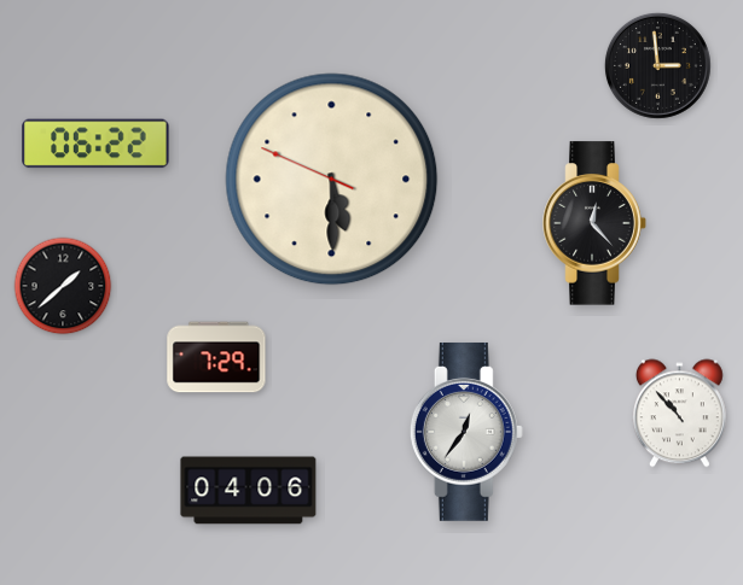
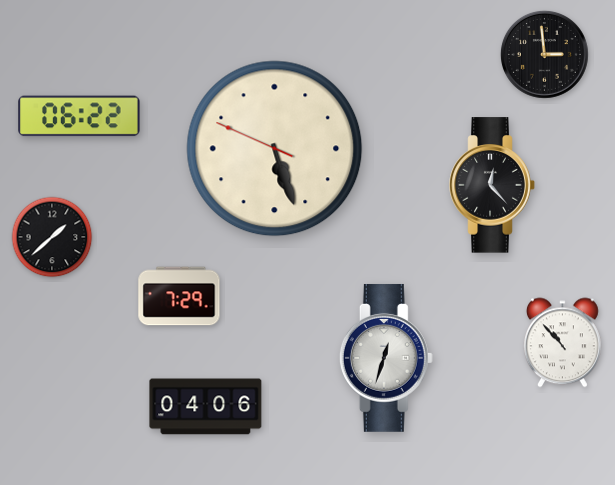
clock at (95, 144) position: (95, 144) -> (79, 116)
clock at (332, 180): 5:29 -> 5:26
clock at (466, 432): 12:36 -> 12:33
